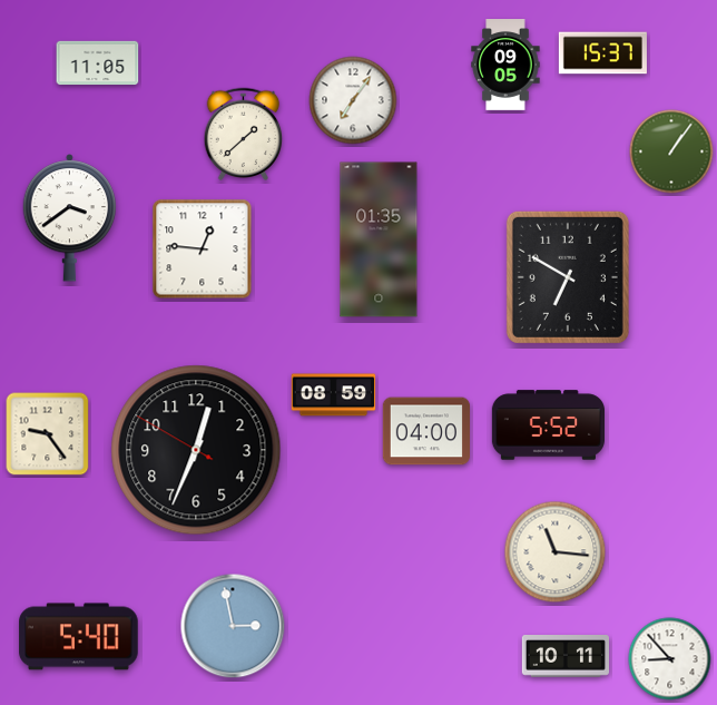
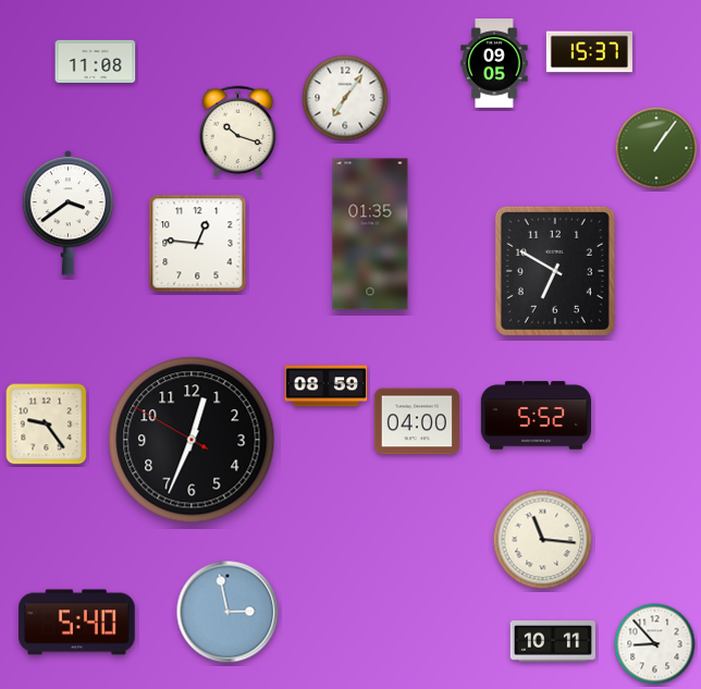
clock at (98, 63): 11:05 -> 11:08
clock at (244, 134): 1:38 -> 10:18
